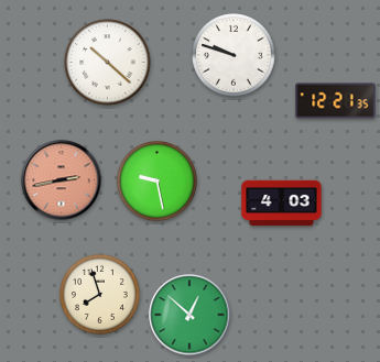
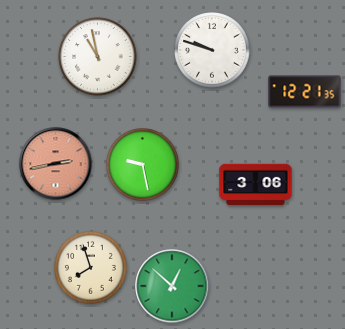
clock at (108, 63): 10:22 -> 10:58
clock at (282, 204): 4:03 -> 3:06
